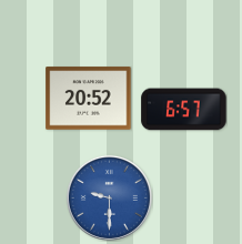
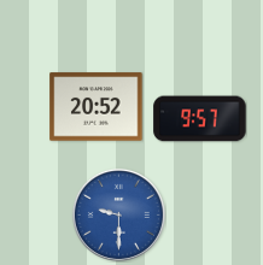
clock at (184, 110): 6:57 -> 9:57
